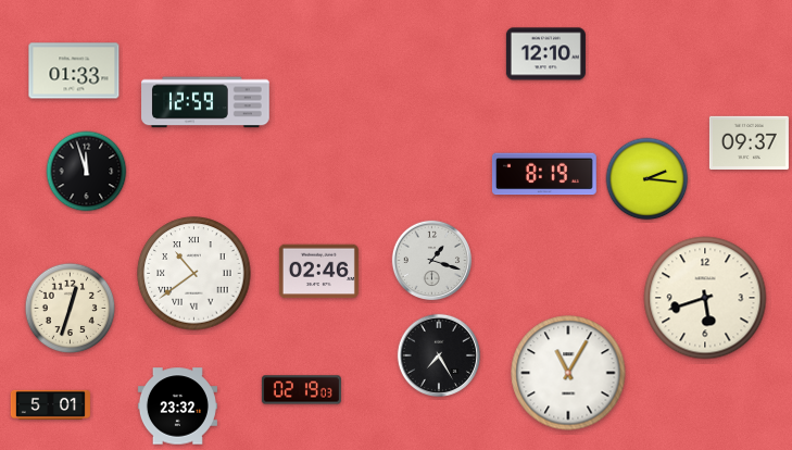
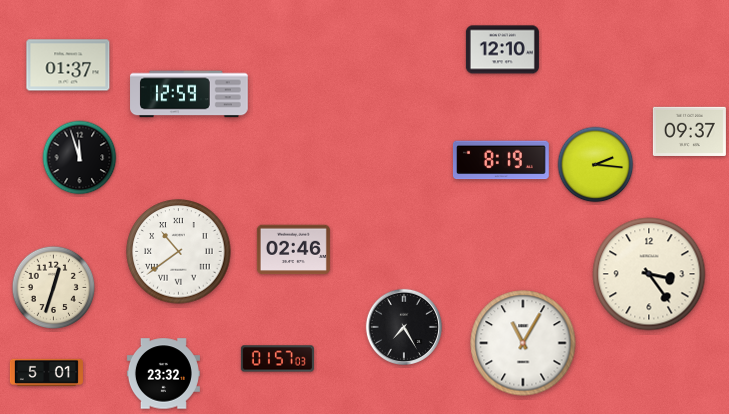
clock at (74, 71): 01:33 -> 01:37
clock at (432, 261): 1:18 -> none
clock at (705, 298): 5:42 -> 3:24
clock at (71, 309) position: (71, 309) -> (54, 288)
clock at (301, 390): 02:19 -> 01:57
